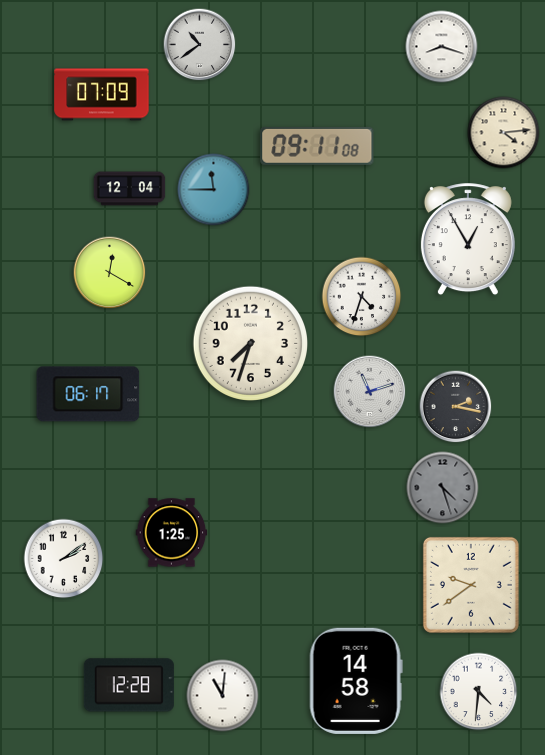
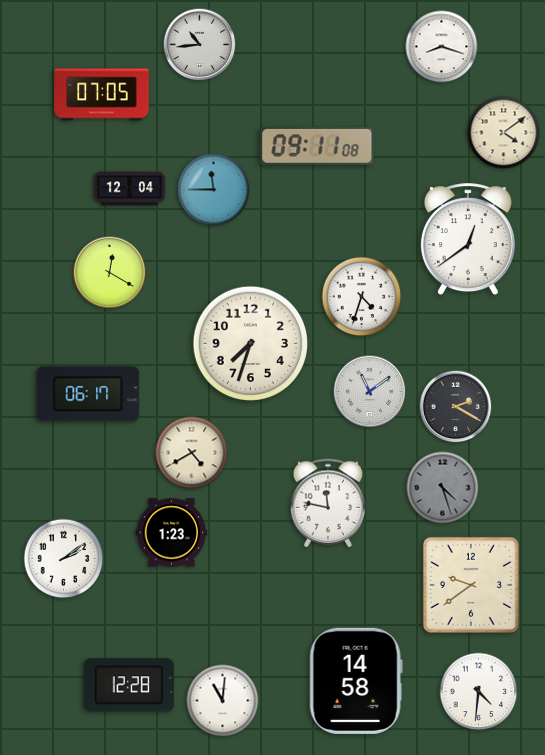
clock at (200, 45): 10:39 -> 10:44
clock at (102, 95): 07:09 -> 07:05
clock at (504, 133): 4:14 -> 4:09
clock at (468, 240): 12:55 -> 12:39
clock at (370, 392): 11:12 -> 11:09
clock at (456, 407): 2:17 -> 2:20
clock at (192, 453): none -> 4:40
clock at (328, 503): none -> 11:47
clock at (172, 533): 1:25 -> 1:23
clock at (223, 696) position: (223, 696) -> (223, 701)
